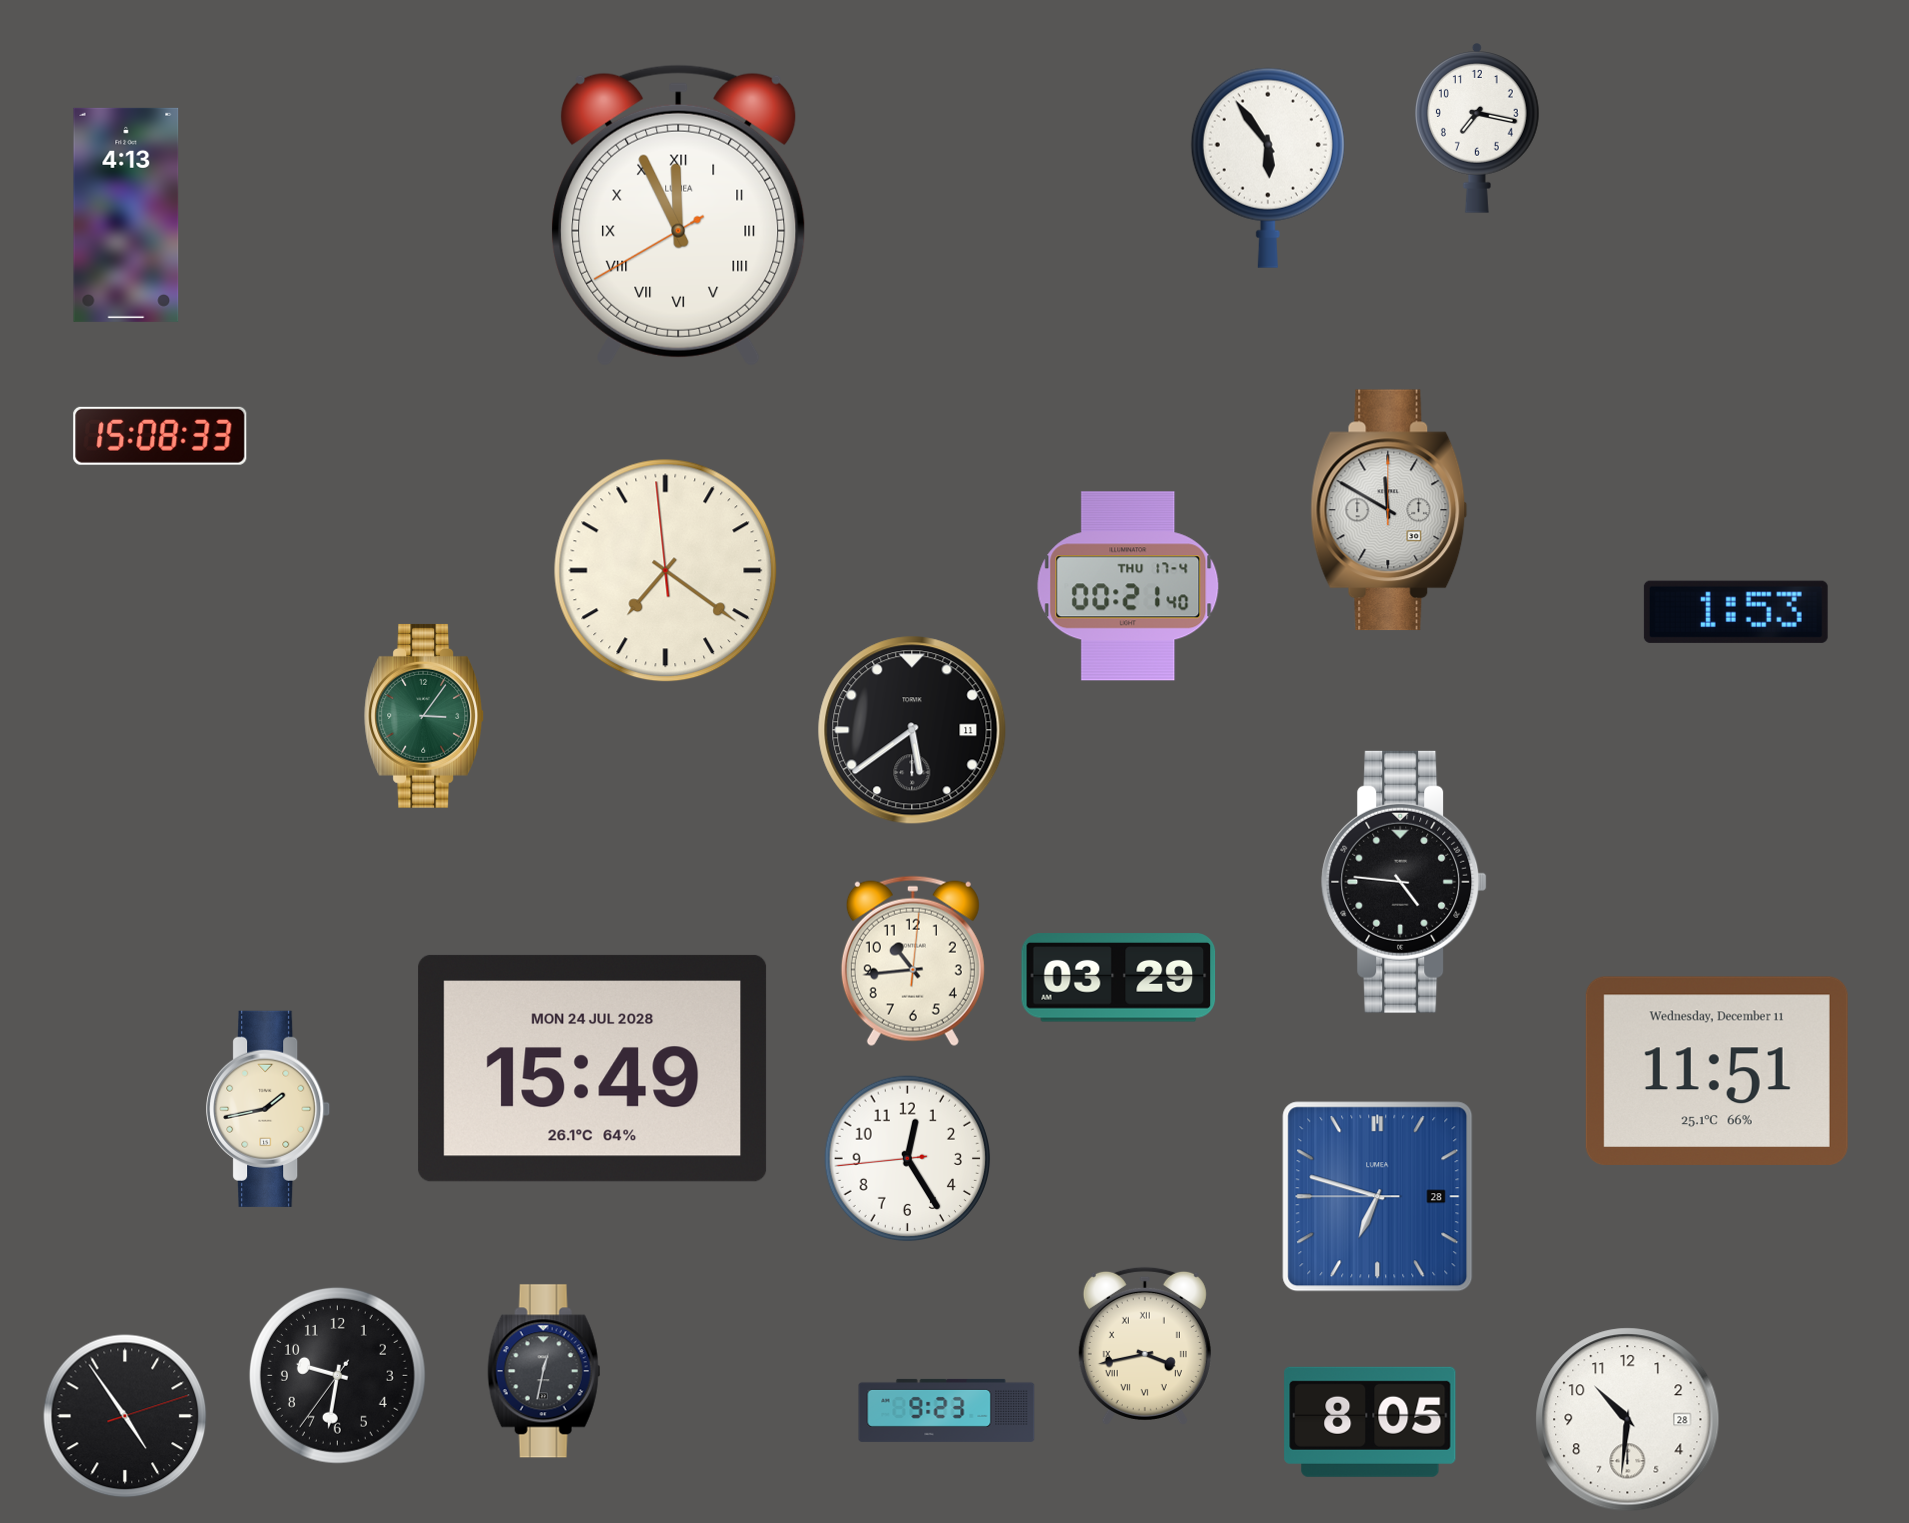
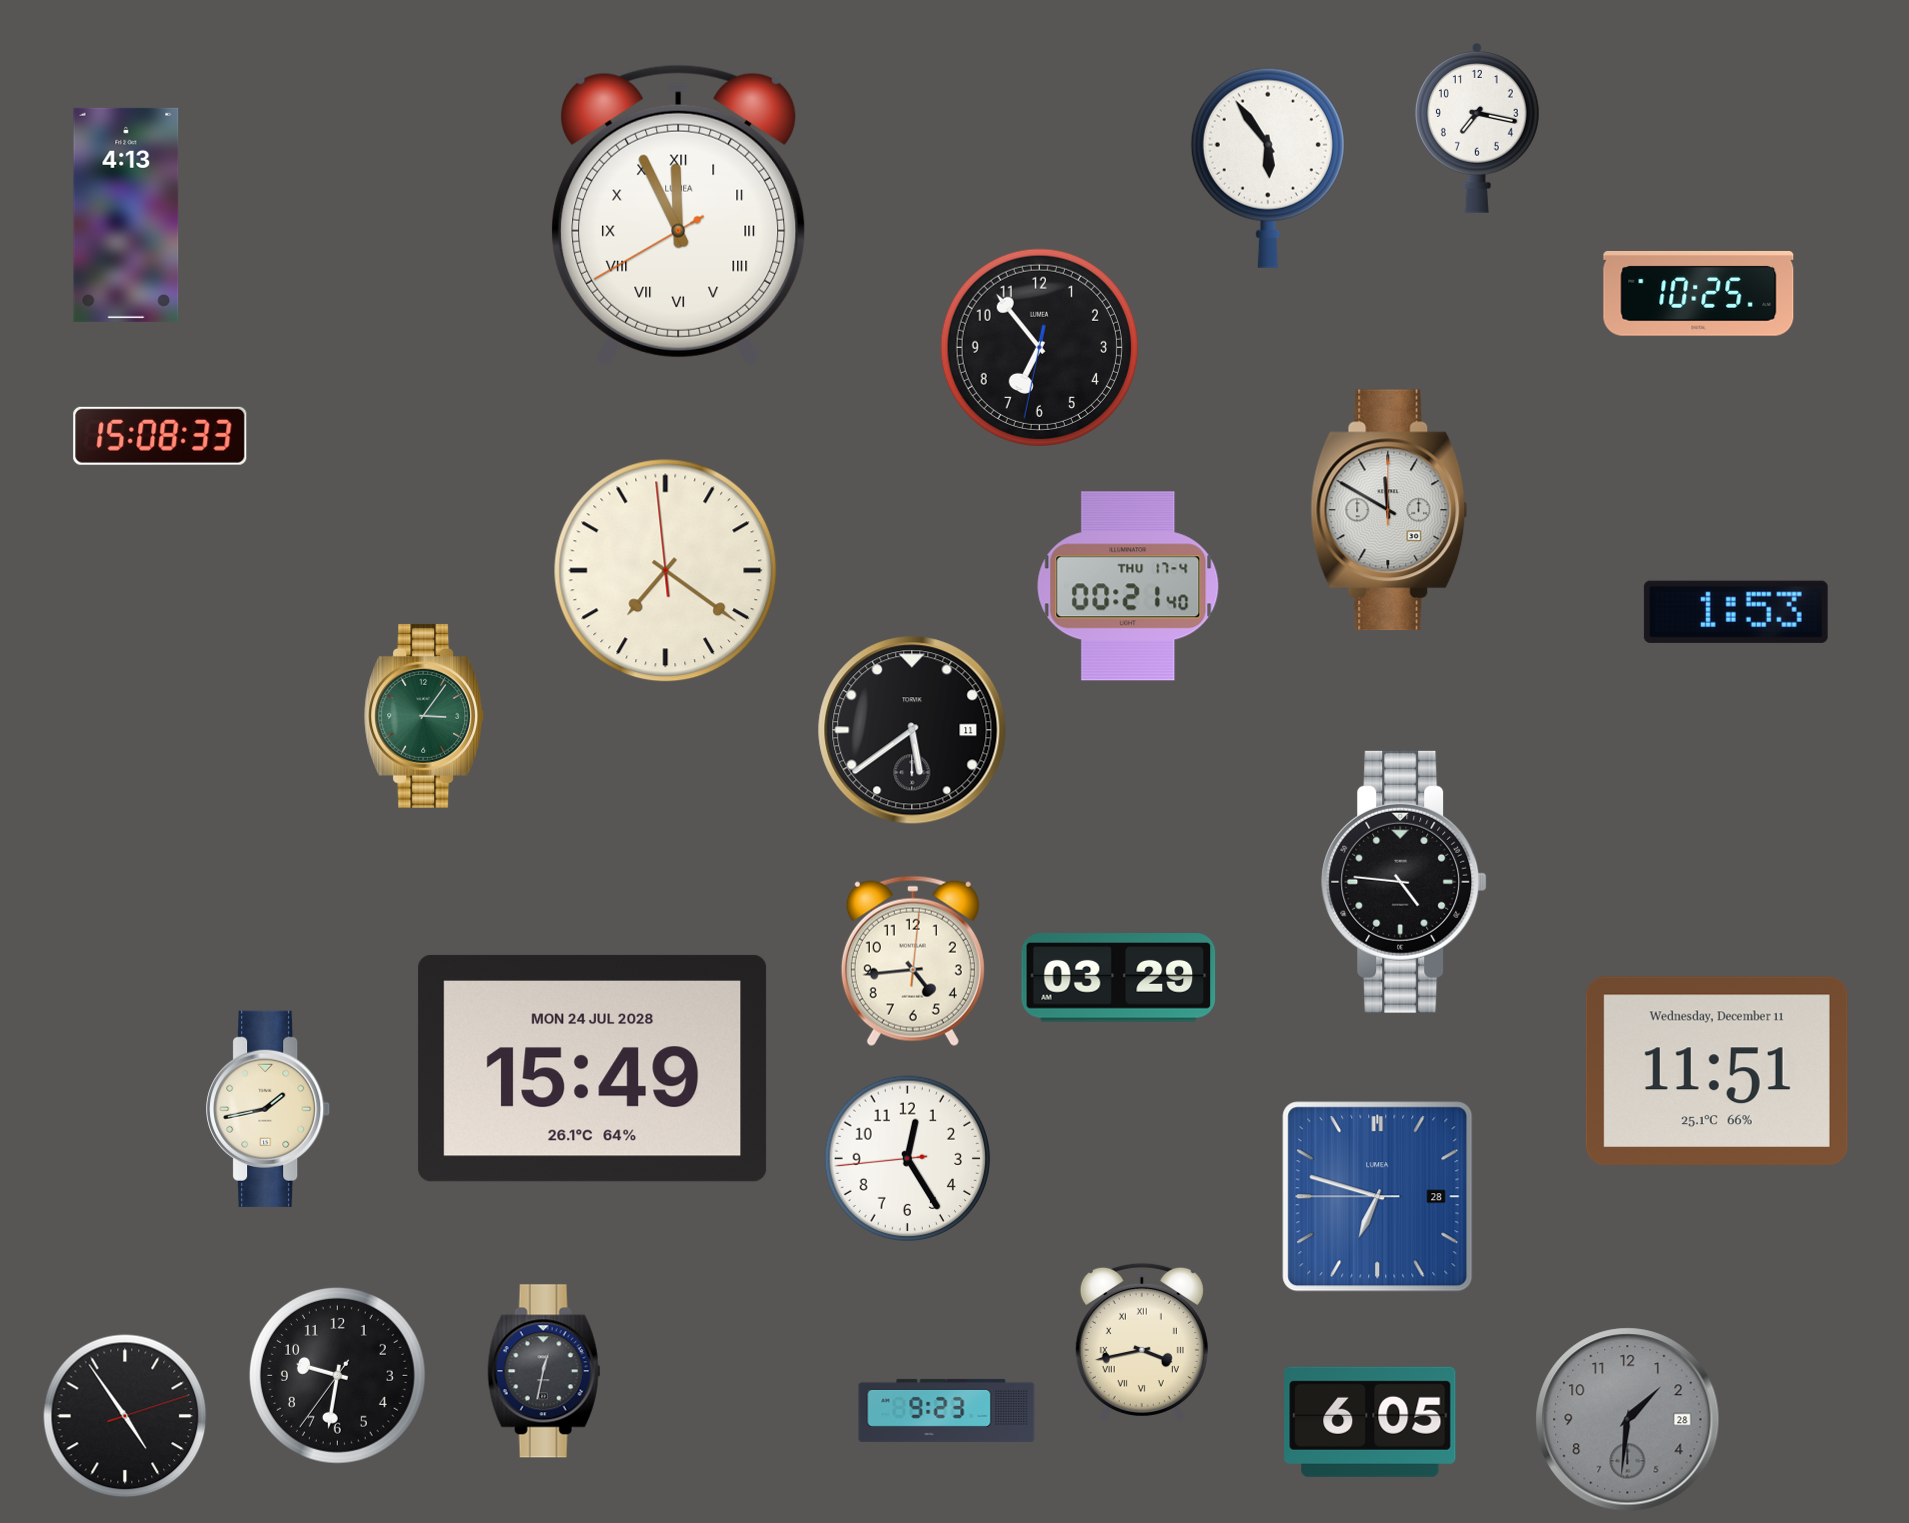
clock at (1699, 294): none -> 10:25
clock at (1039, 347): none -> 6:53
clock at (913, 961): 10:44 -> 4:44
clock at (1145, 1346) position: (1145, 1346) -> (1142, 1342)
clock at (1628, 1420): 10:31 -> 1:31
clock at (1628, 1420) dial: white -> grey
clock at (1370, 1422): 8:05 -> 6:05
